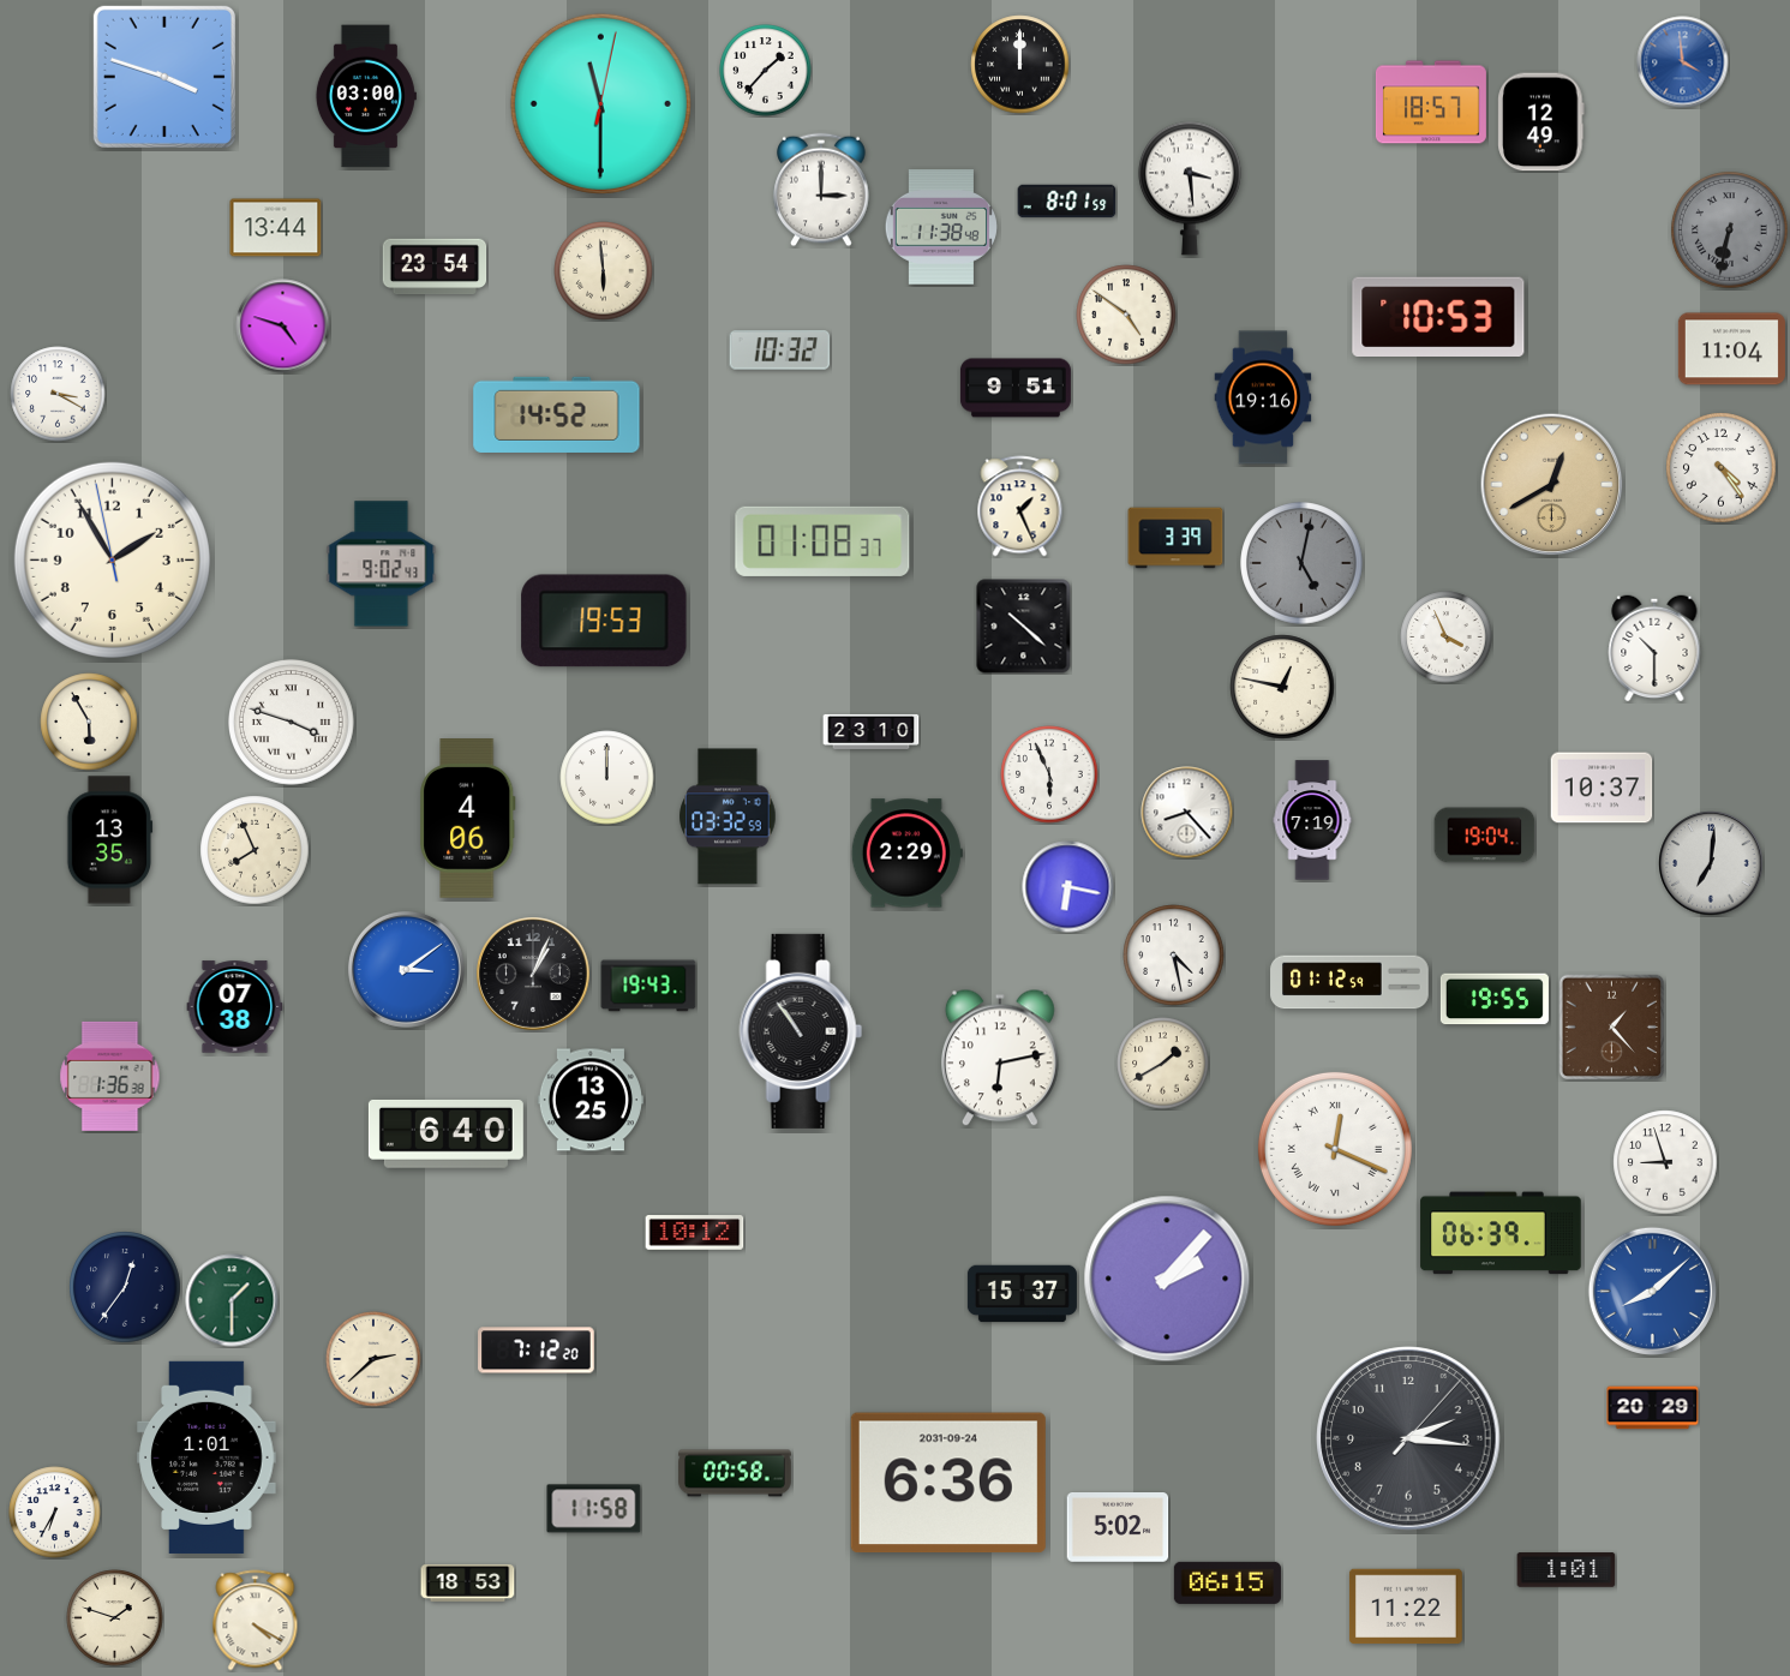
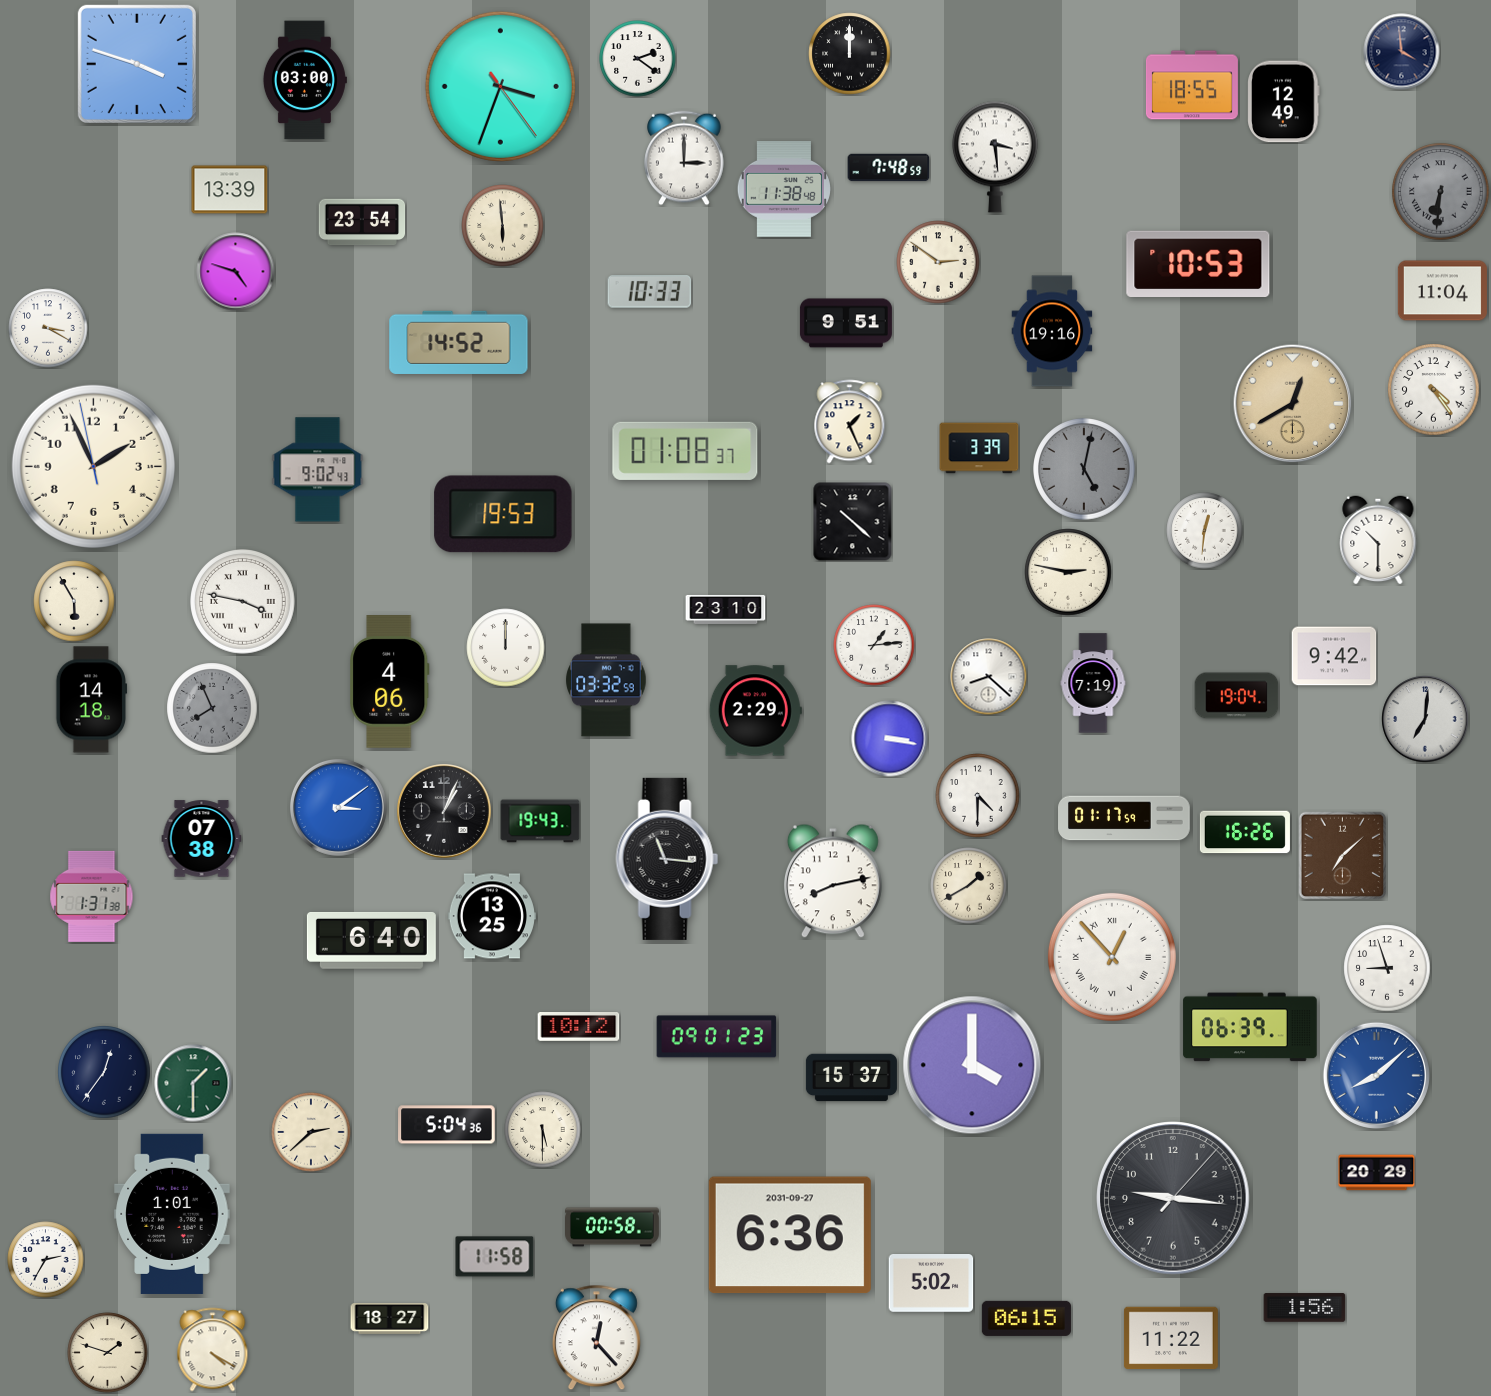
clock at (1683, 62) dial: blue -> navy
clock at (766, 71): 1:37 -> 2:21
clock at (1431, 102): 18:57 -> 18:55
clock at (600, 103): 11:30 -> 3:33
clock at (1190, 188) position: (1190, 188) -> (995, 157)
clock at (1067, 202): 8:01 -> 7:48
clock at (276, 228): 13:44 -> 13:39
clock at (1730, 231): 6:32 -> 6:31
clock at (1126, 315): 4:51 -> 2:51
clock at (780, 351): 10:32 -> 10:33
clock at (557, 414) position: (557, 414) -> (459, 342)
clock at (112, 559): 1:54 -> 1:55
clock at (604, 621) position: (604, 621) -> (503, 514)
clock at (1447, 638): 3:56 -> 12:31
clock at (1282, 687): 12:47 -> 2:47
clock at (292, 723): 3:48 -> 3:47
clock at (1049, 774): 5:56 -> 1:14
clock at (1602, 788): 10:37 -> 9:42
clock at (1187, 813): 8:23 -> 8:22
clock at (110, 840): 13:35 -> 14:18
clock at (255, 850) dial: cream -> grey
clock at (1068, 887): 6:17 -> 3:17
clock at (1174, 956): 4:28 -> 4:30
clock at (1349, 982): 01:12 -> 01:17
clock at (1495, 999): 19:55 -> 16:26
clock at (235, 1007) position: (235, 1007) -> (202, 839)
clock at (1612, 1028): 1:23 -> 7:08
clock at (801, 1031): 10:54 -> 11:16
clock at (1000, 1058): 6:13 -> 8:13
clock at (110, 1076): 1:36 -> 1:31
clock at (445, 1133) position: (445, 1133) -> (371, 940)
clock at (1335, 1149): 12:19 -> 12:53
clock at (717, 1037): none -> 09:01
clock at (1167, 1279): 2:07 -> 4:00
clock at (537, 1351): 7:12 -> 5:04
clock at (543, 1130): none -> 5:30
clock at (1408, 1438): 2:16 -> 9:16
clock at (948, 1483) date: 2031-09-24 -> 2031-09-27
clock at (55, 1513): 6:35 -> 2:35
clock at (1118, 1527) position: (1118, 1527) -> (931, 1283)
clock at (1567, 1570): 1:01 -> 1:56
clock at (1227, 1582) position: (1227, 1582) -> (1026, 1318)
clock at (468, 1584): 18:53 -> 18:27
clock at (596, 1338): none -> 12:23
clock at (115, 1618) position: (115, 1618) -> (108, 1353)
